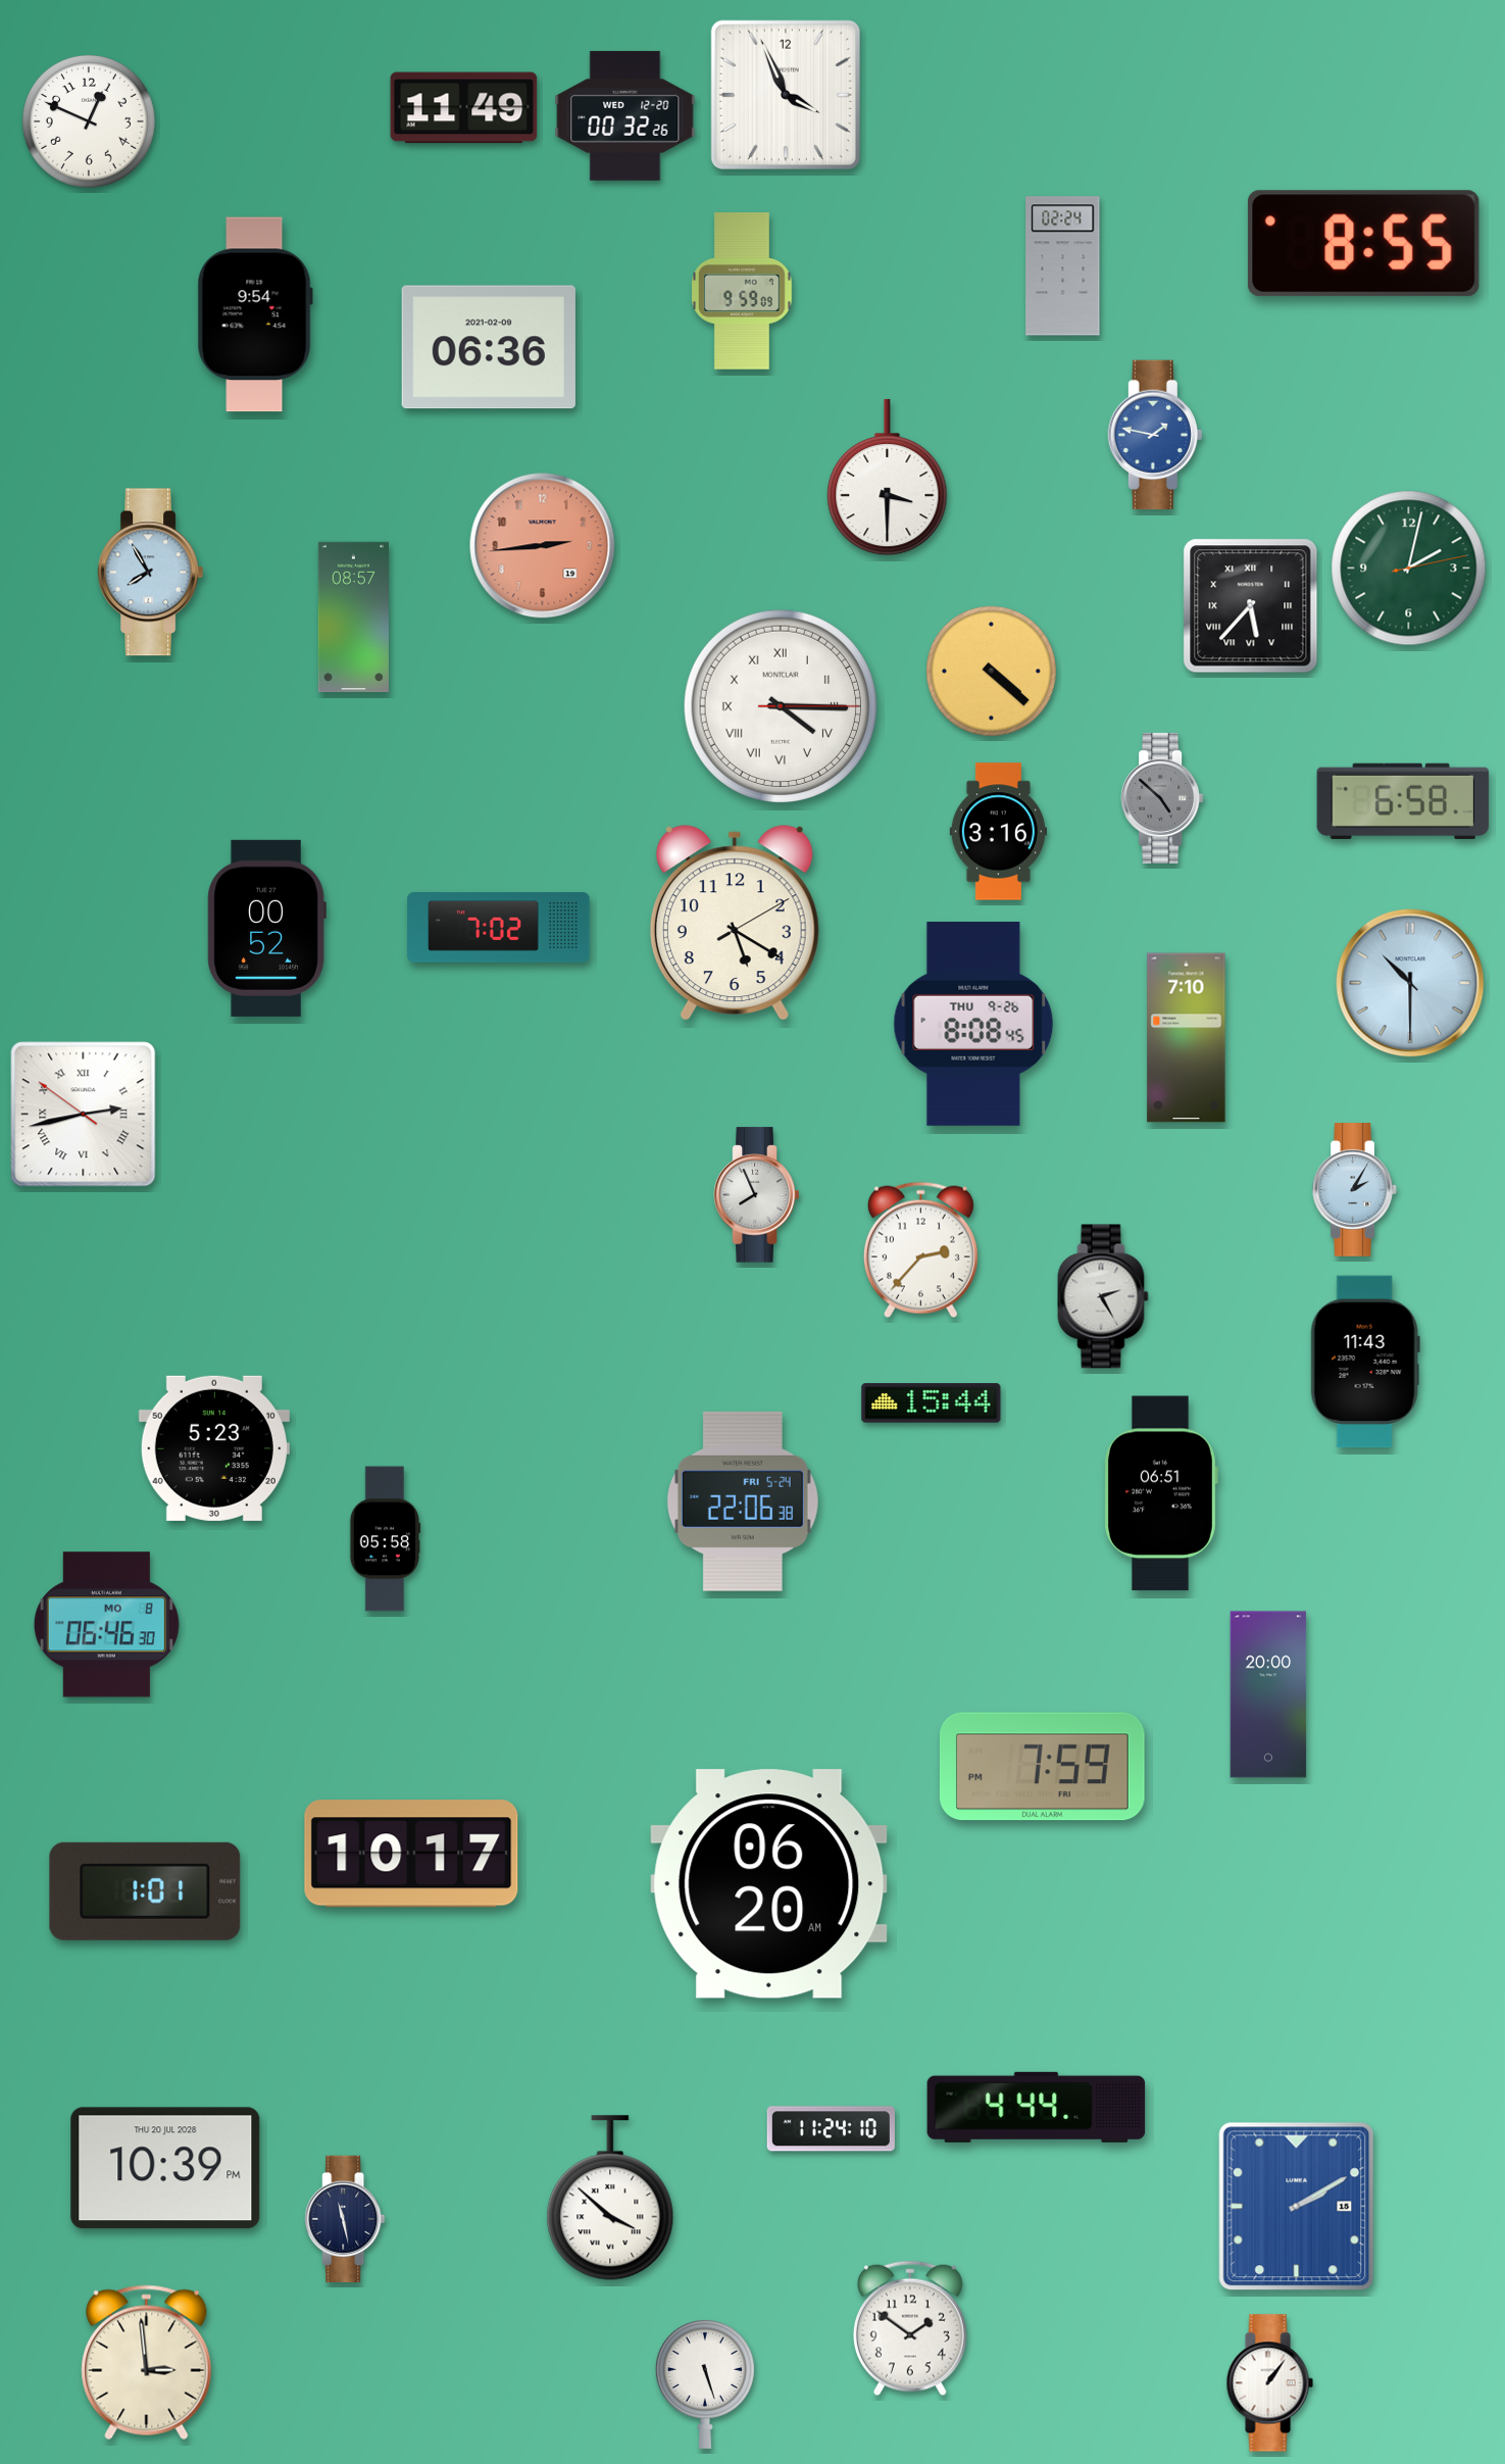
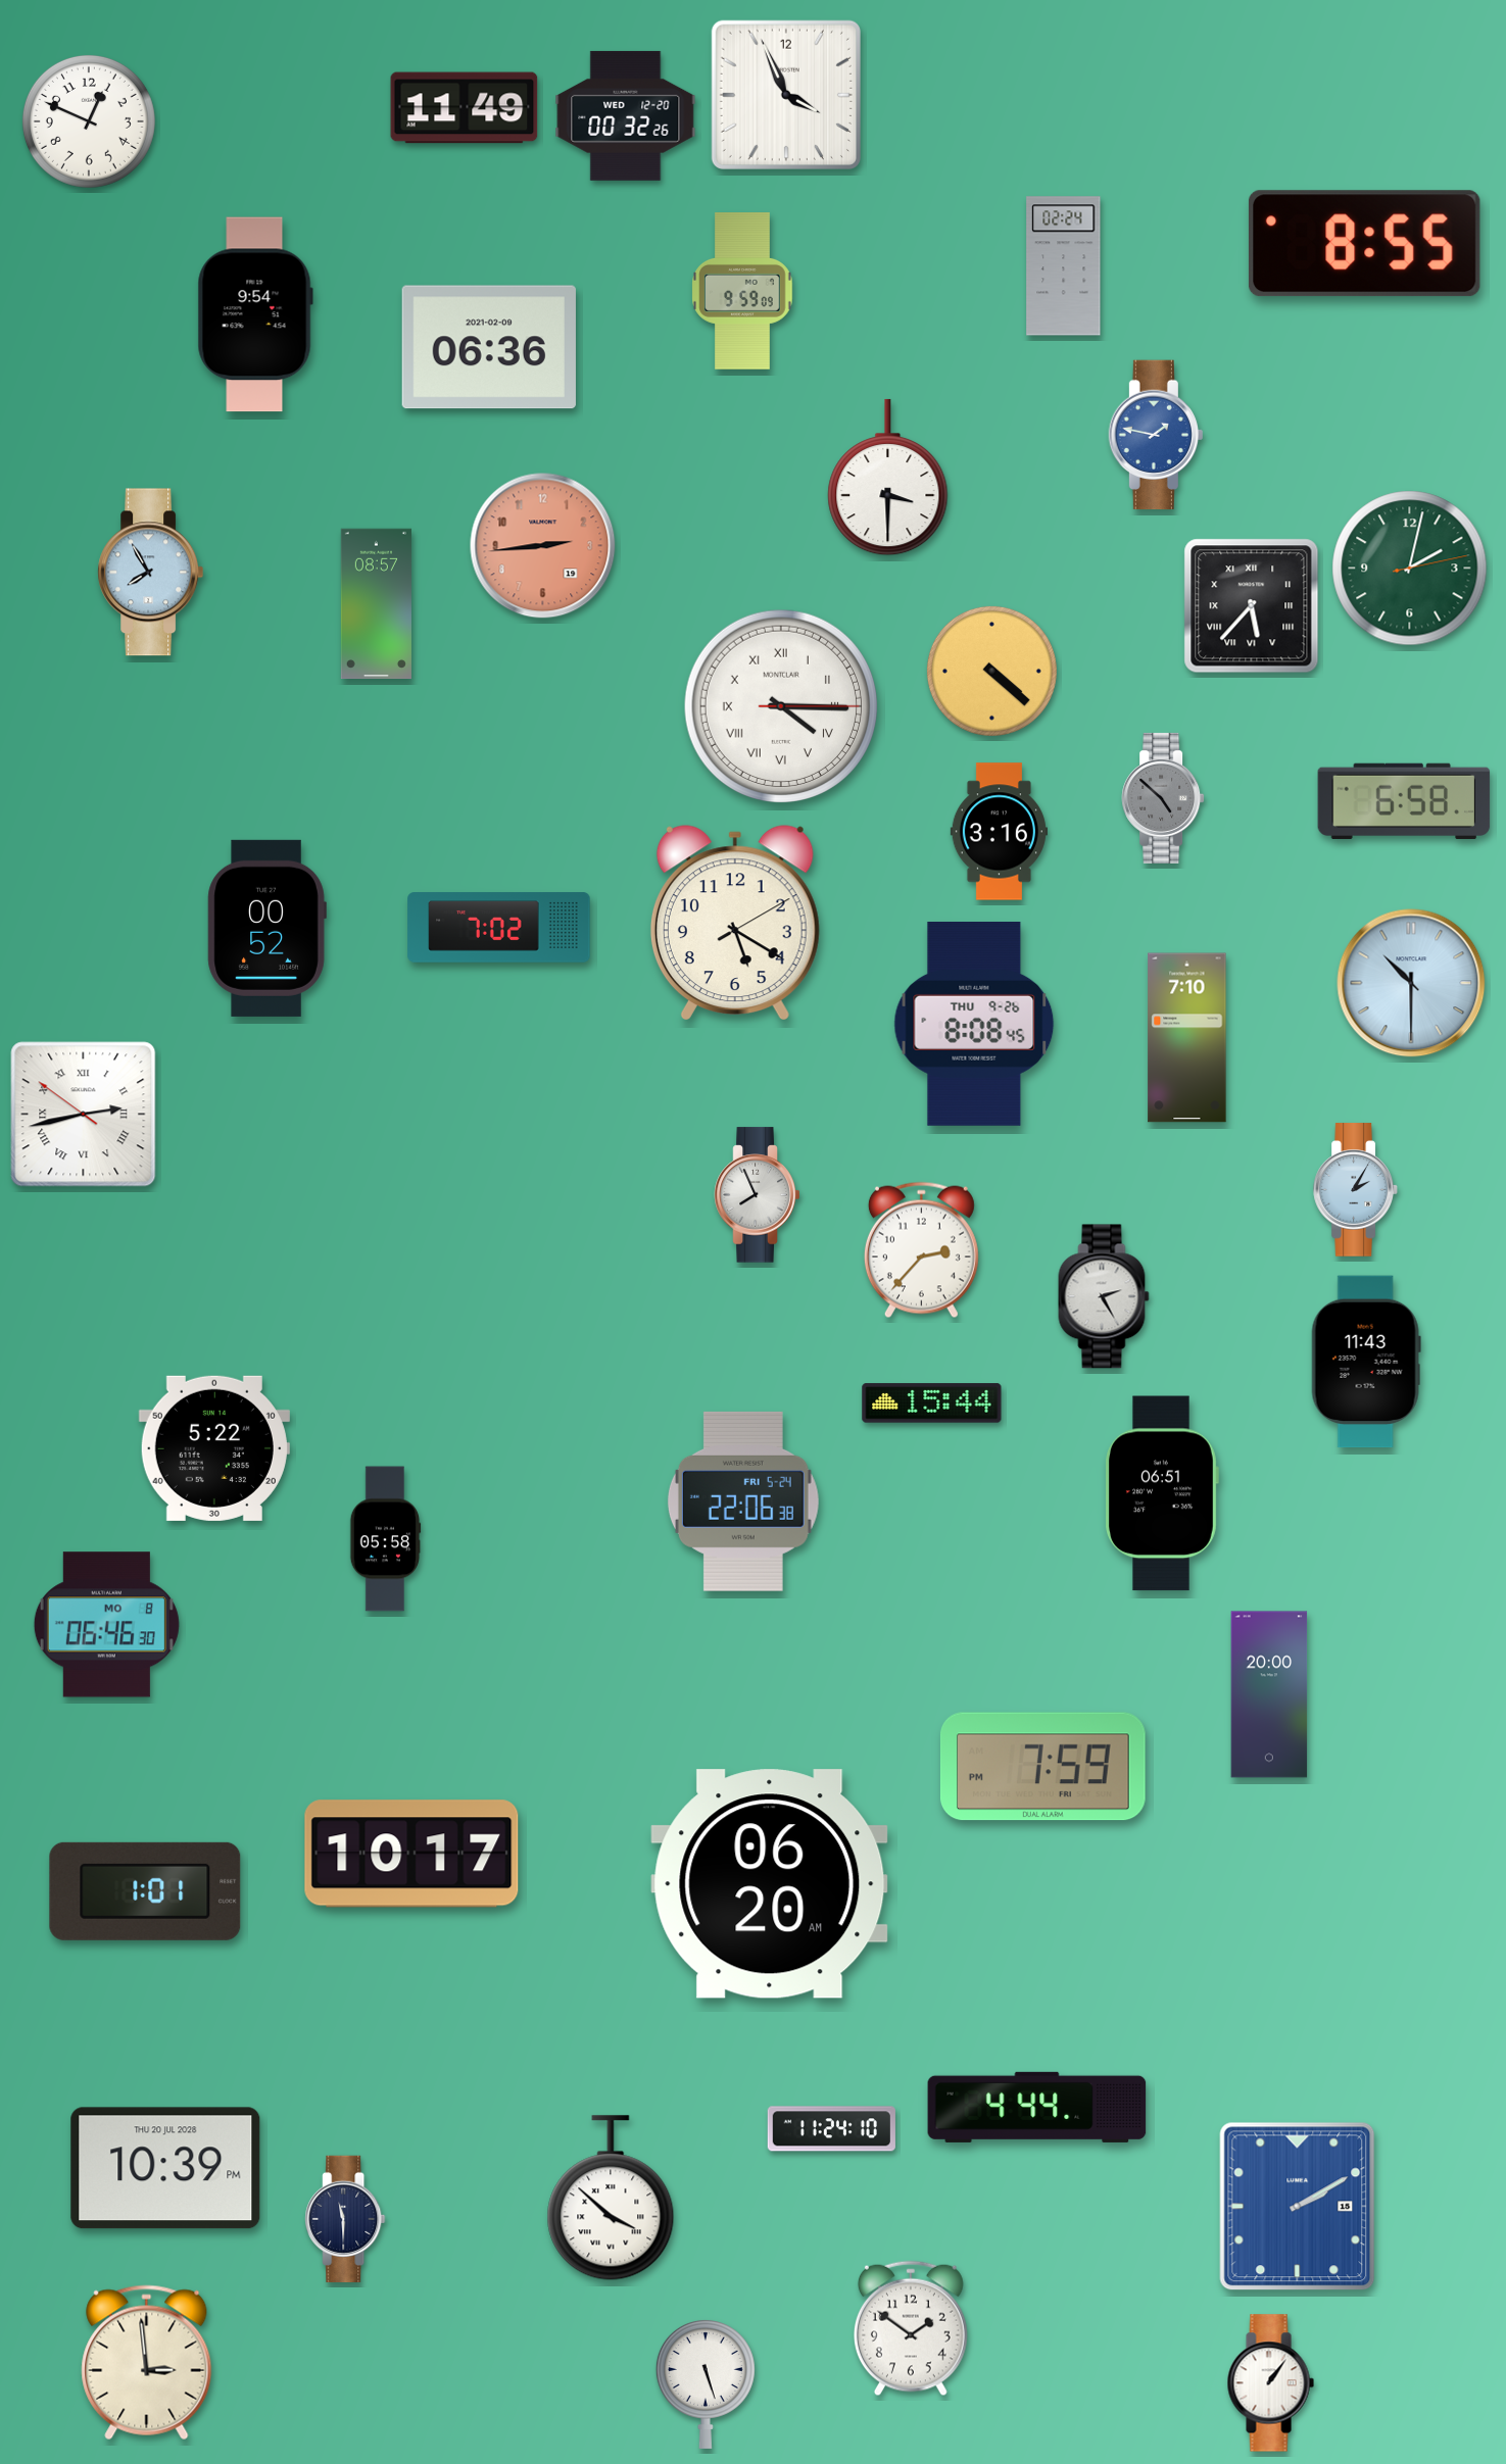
clock at (353, 618) position: (353, 618) -> (376, 604)
clock at (214, 1448): 5:23 -> 5:22
clock at (345, 2218): 11:28 -> 11:30
